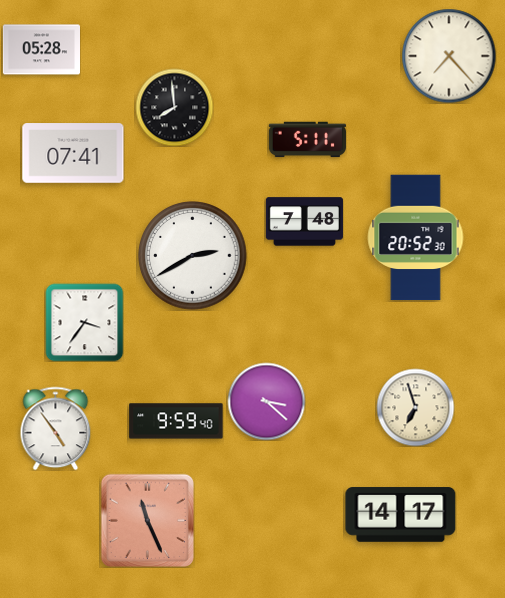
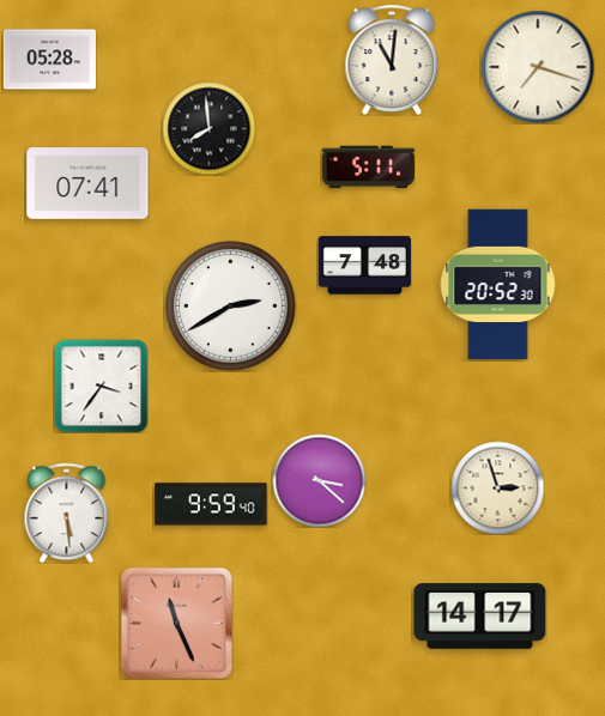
clock at (392, 60): none -> 11:01
clock at (449, 56): 7:23 -> 7:18
clock at (415, 407): 6:57 -> 2:57
clock at (56, 428): 4:54 -> 5:29
